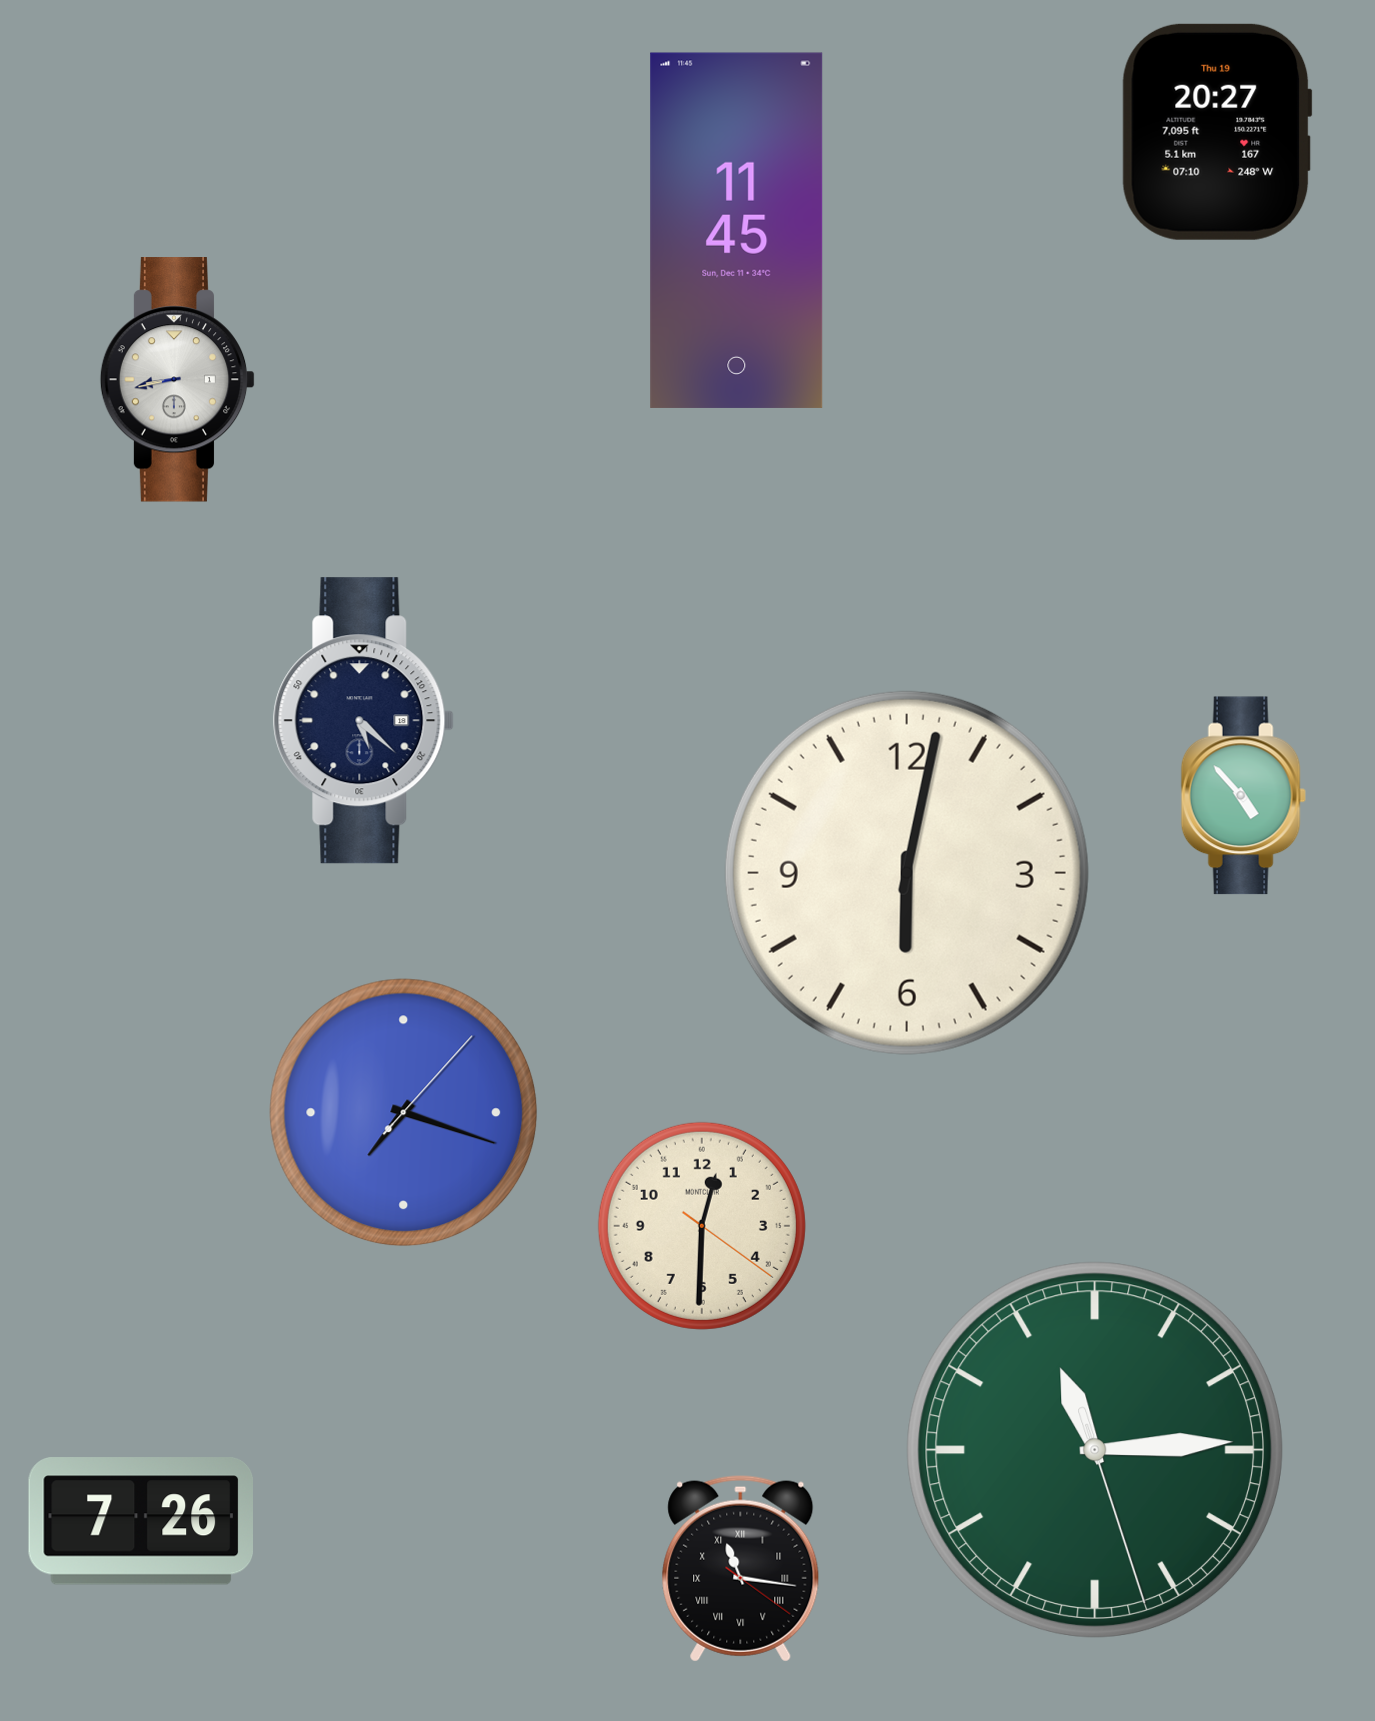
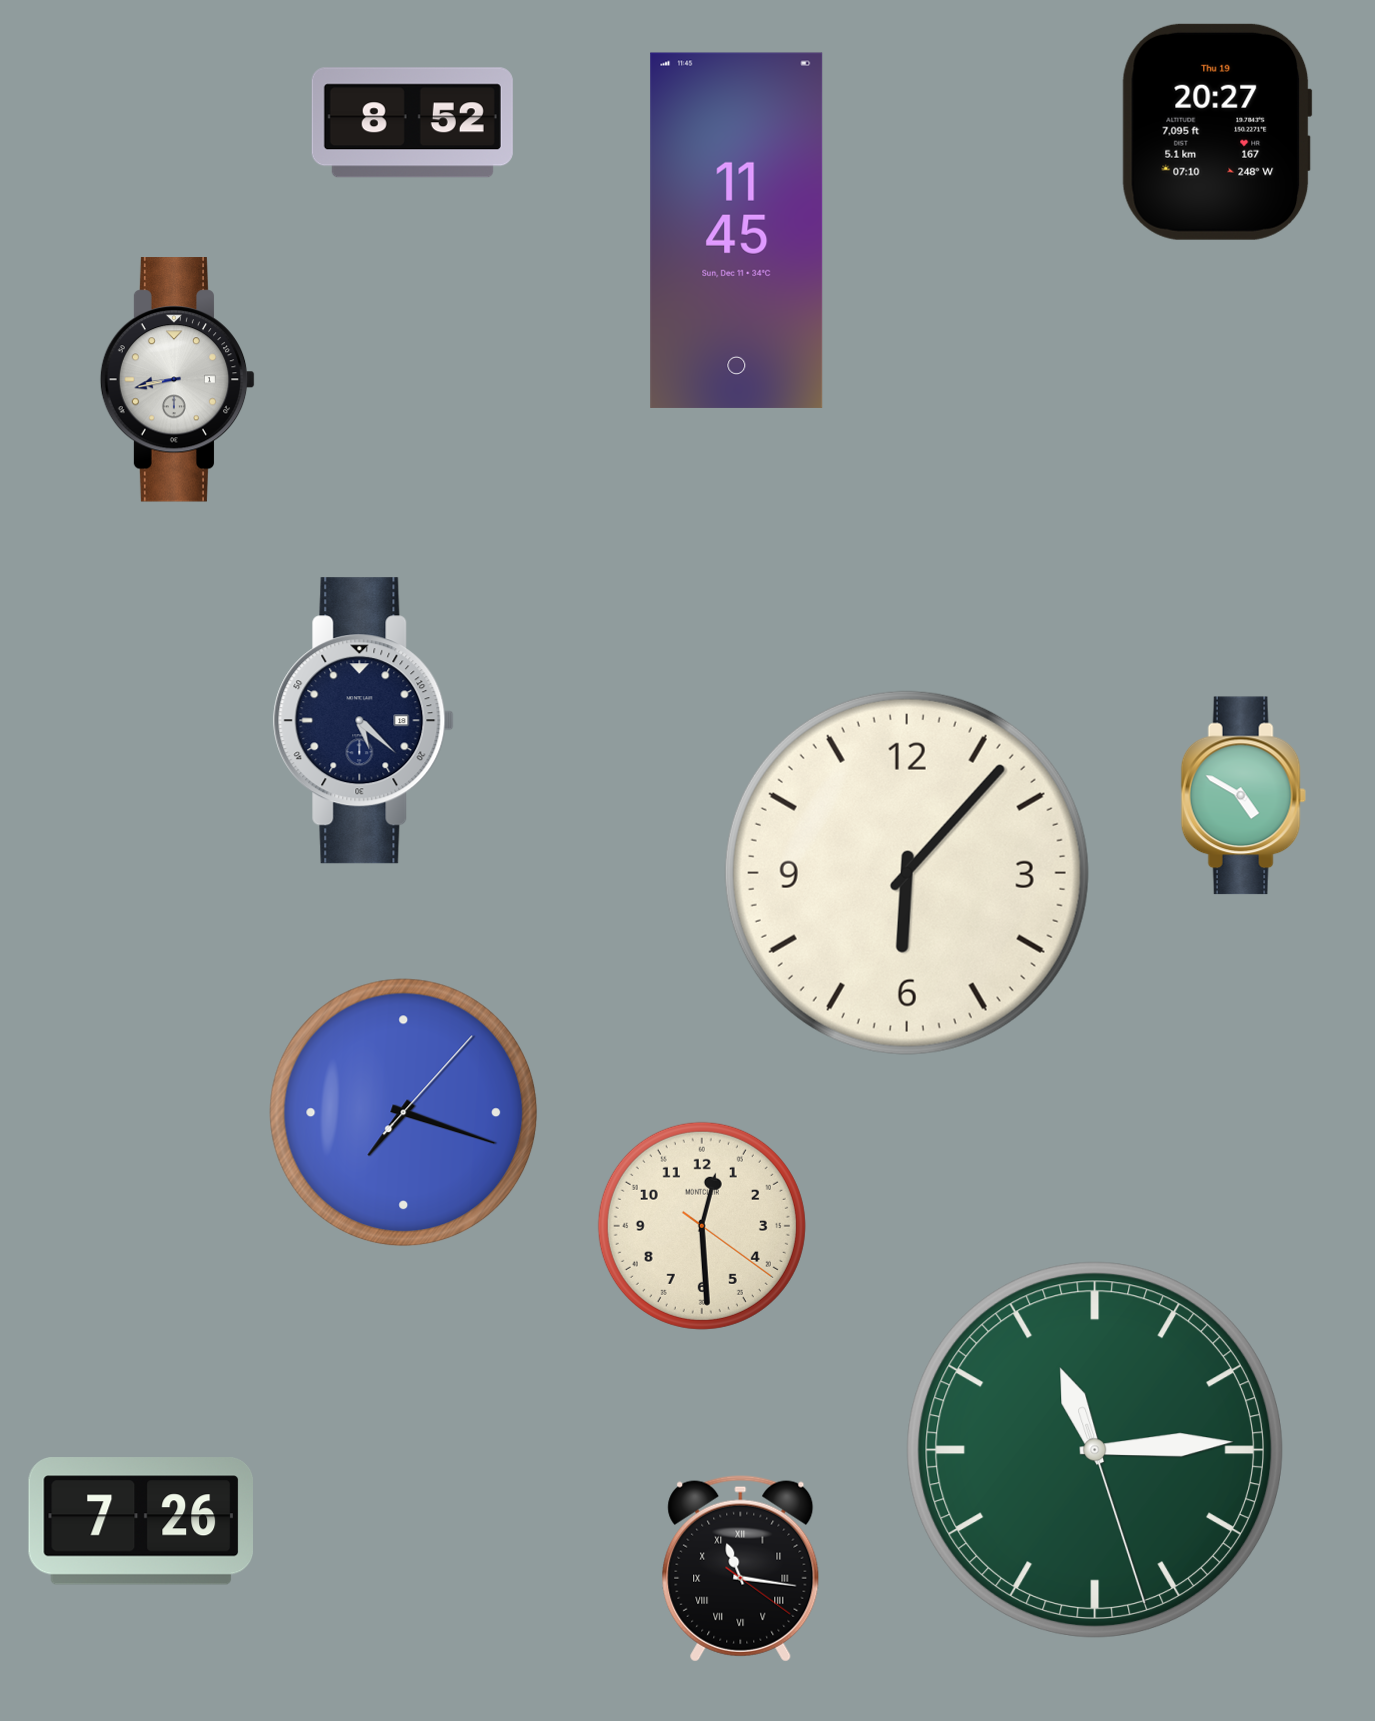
clock at (412, 123): none -> 8:52
clock at (1243, 796): 4:53 -> 4:50
clock at (907, 873): 6:02 -> 6:07
clock at (702, 1226): 12:30 -> 12:29
